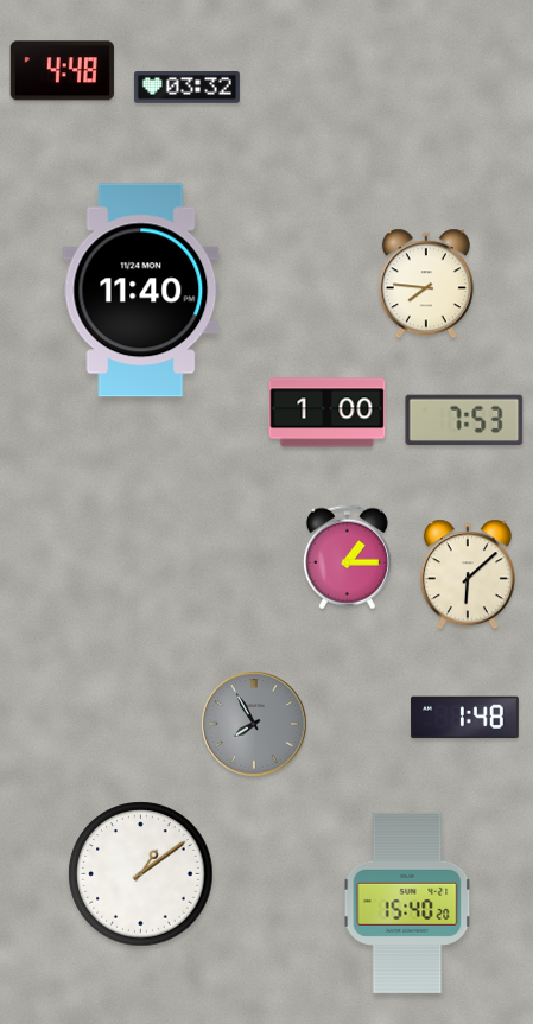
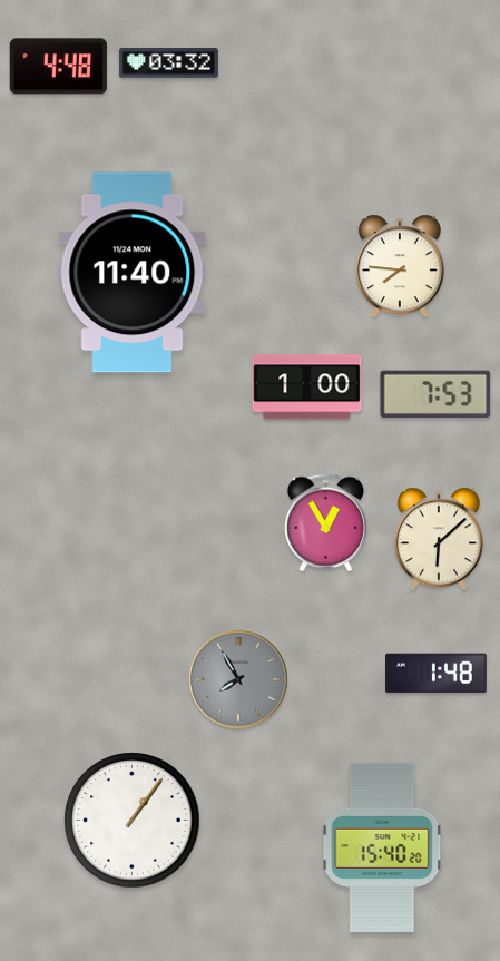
clock at (186, 88) position: (186, 88) -> (168, 63)
clock at (347, 558): 1:15 -> 12:55
clock at (141, 874): 1:09 -> 1:06
